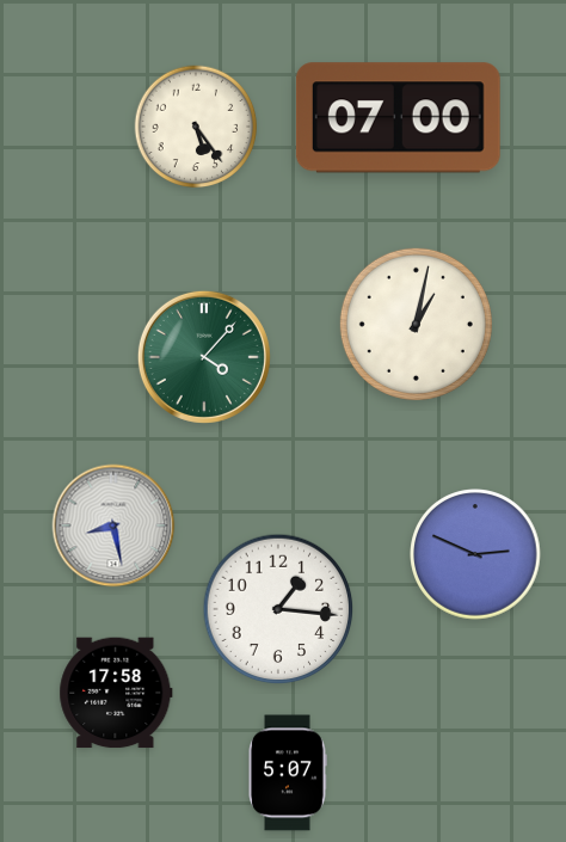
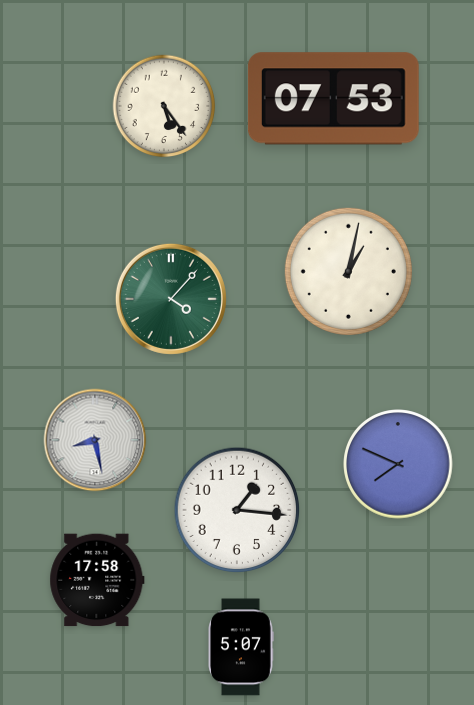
clock at (398, 118): 07:00 -> 07:53
clock at (475, 554): 2:49 -> 7:49
clock at (278, 609) position: (278, 609) -> (237, 510)
